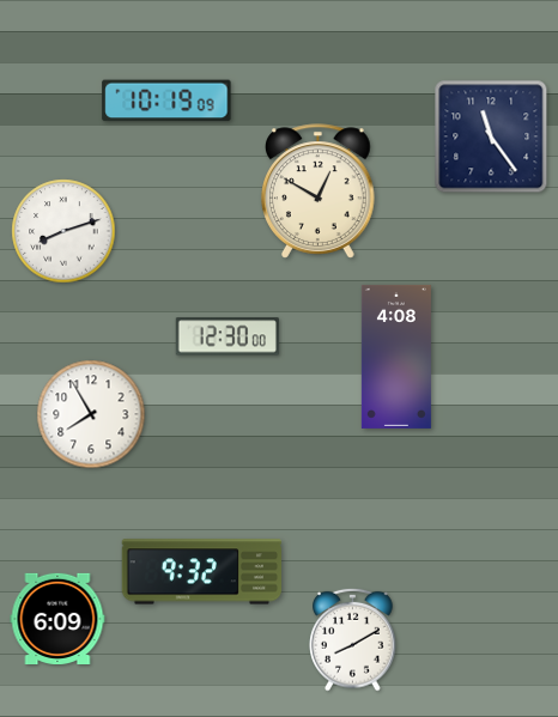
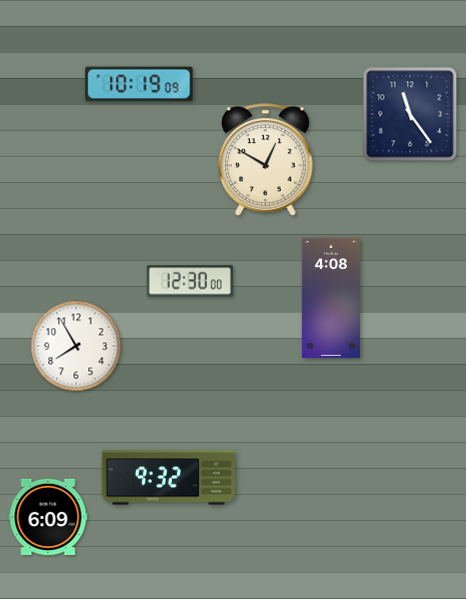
clock at (63, 231): 8:12 -> none
clock at (353, 639): 8:10 -> none
